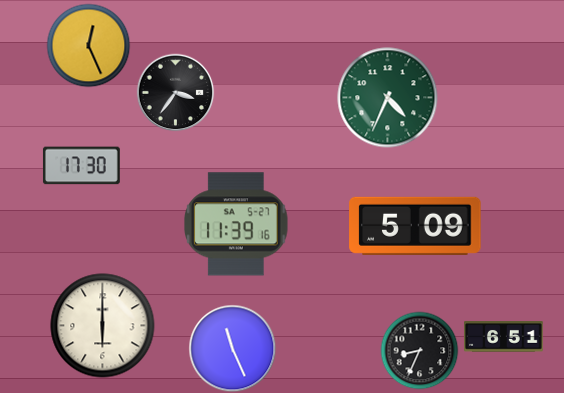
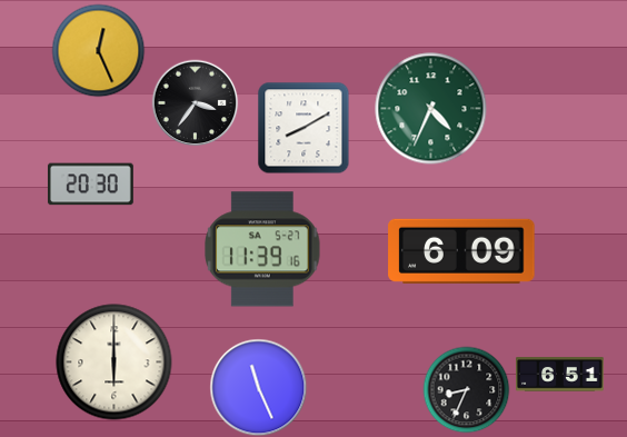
clock at (303, 128): none -> 8:10
clock at (81, 166): 17:30 -> 20:30
clock at (415, 226): 5:09 -> 6:09
